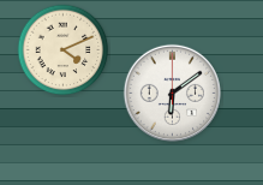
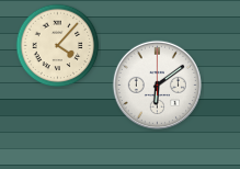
clock at (64, 50): 4:11 -> 4:07
